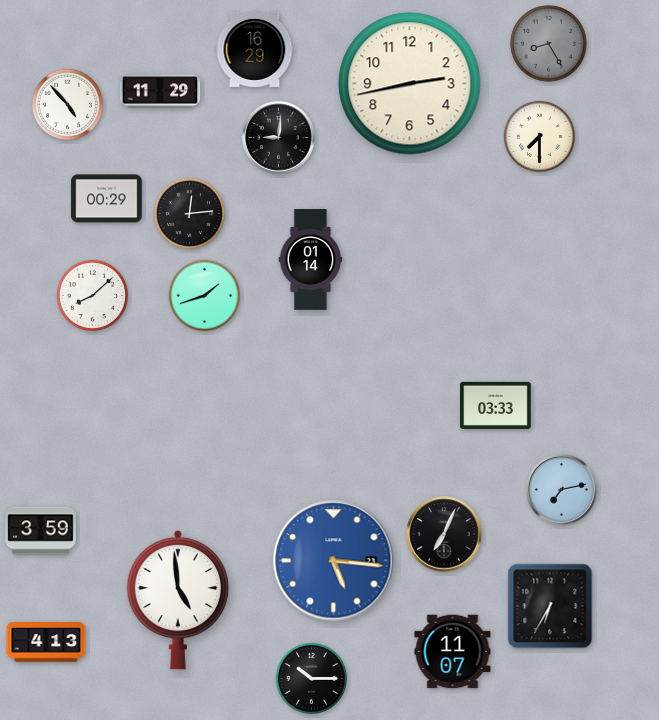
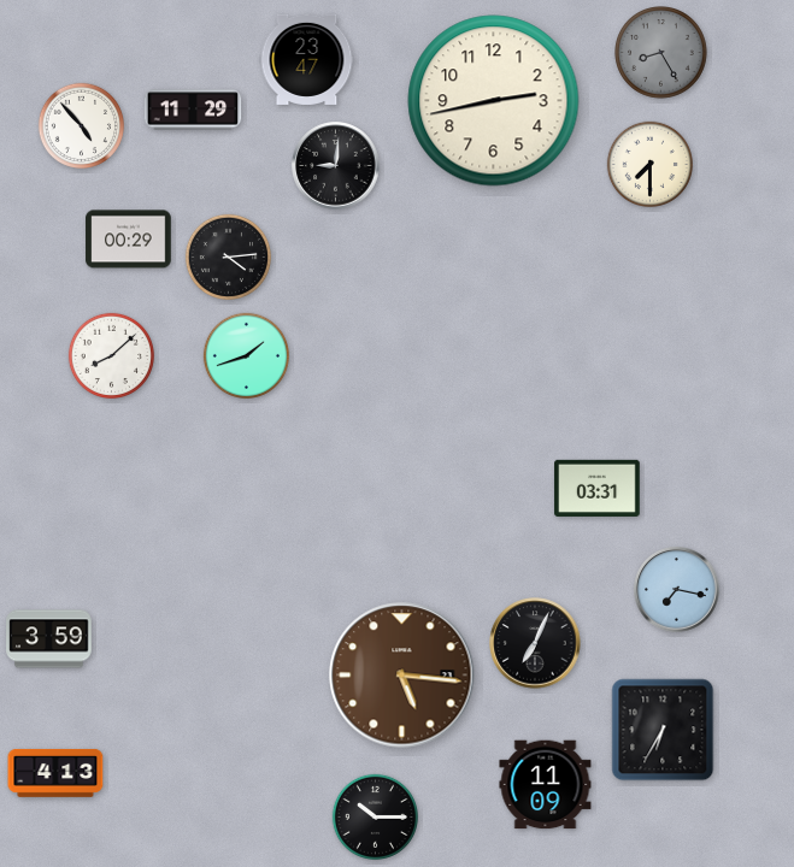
clock at (255, 49): 16:29 -> 23:47
clock at (189, 213): 12:14 -> 4:14
clock at (311, 260): 01:14 -> none
clock at (496, 405): 03:33 -> 03:31
clock at (562, 490): 7:13 -> 7:17
clock at (334, 561) dial: blue -> brown
clock at (178, 600): 4:59 -> none
clock at (453, 652): 11:07 -> 11:09
